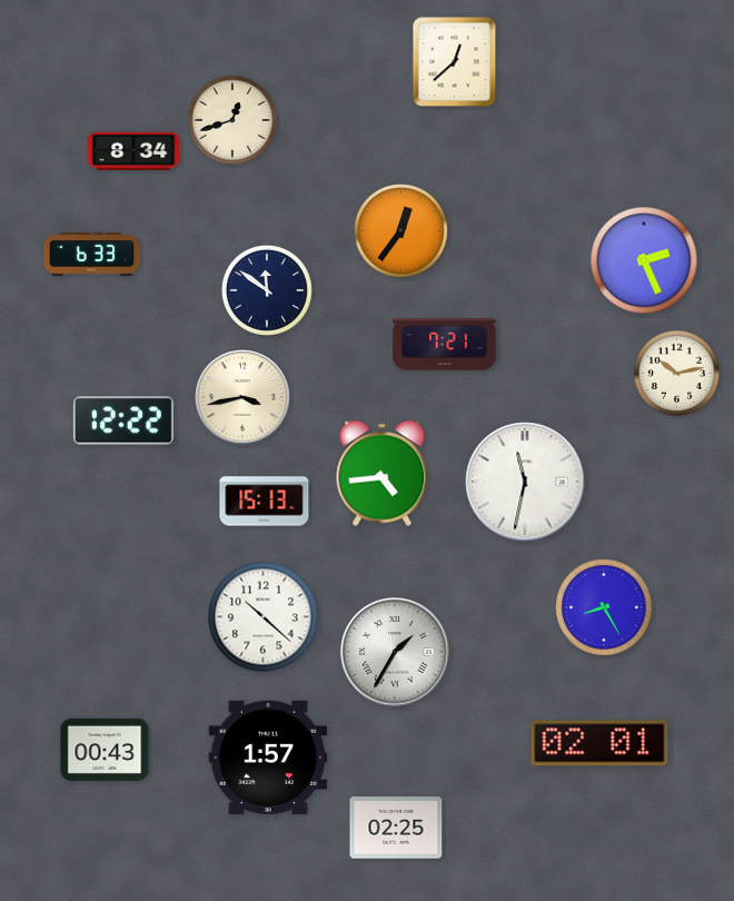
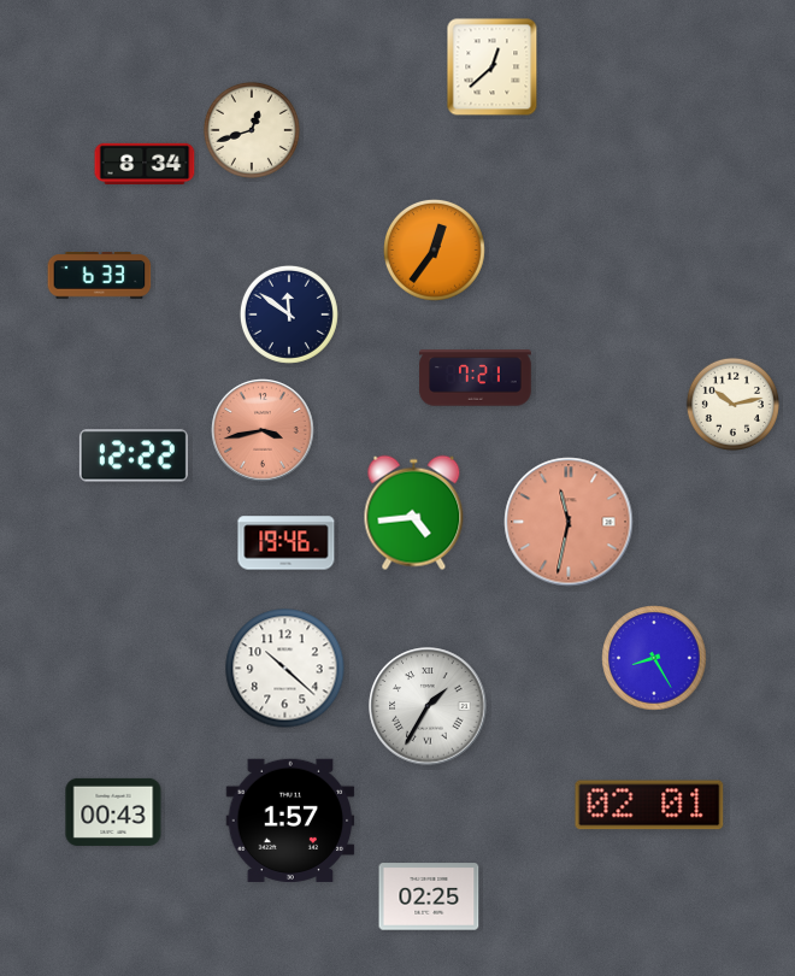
clock at (644, 260): 2:26 -> none
clock at (445, 345) position: (445, 345) -> (476, 378)
clock at (242, 397) dial: cream -> salmon
clock at (525, 482) dial: white -> salmon
clock at (265, 502): 15:13 -> 19:46
